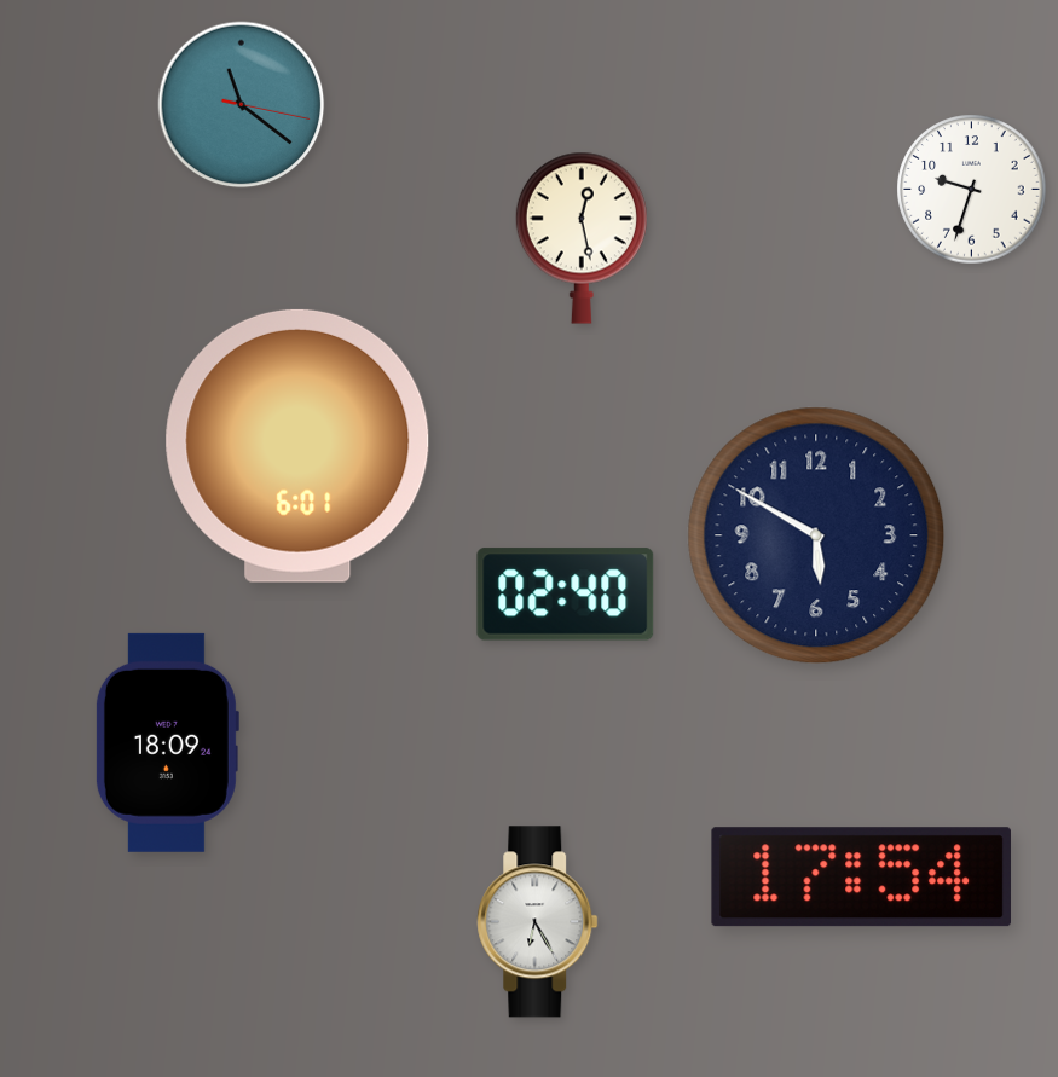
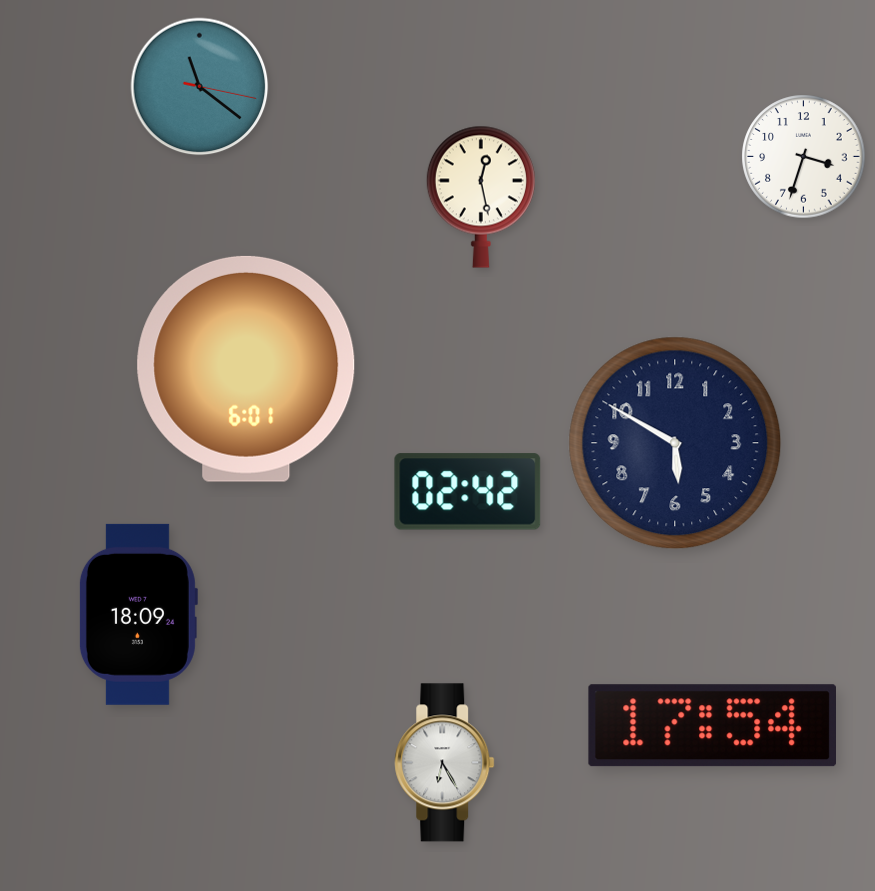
clock at (972, 190): 9:33 -> 3:33
clock at (566, 595): 02:40 -> 02:42
